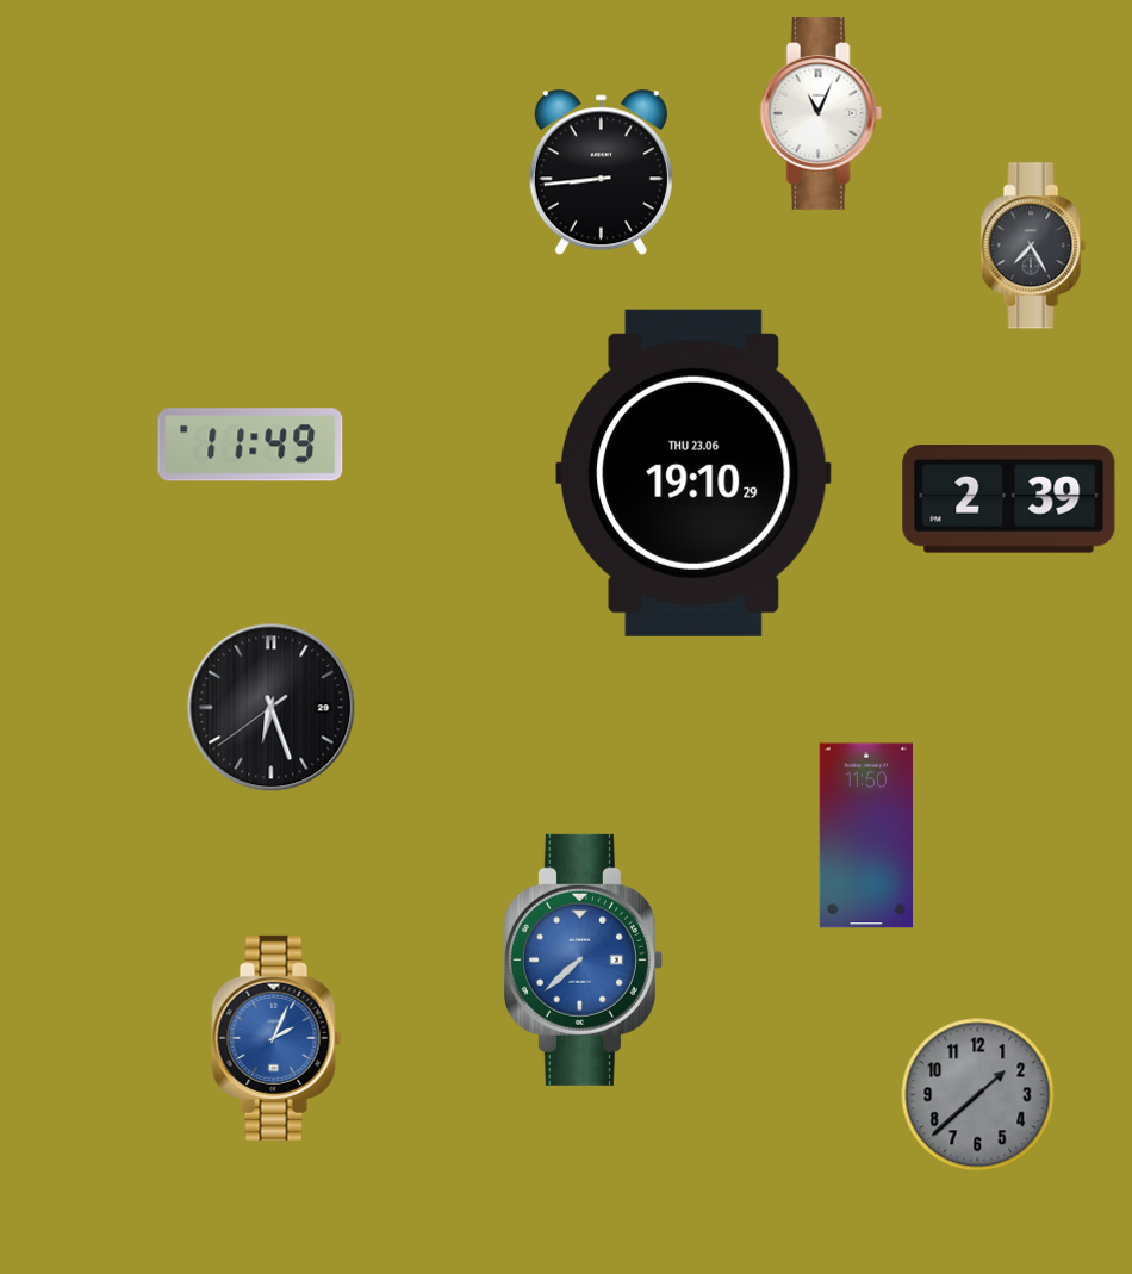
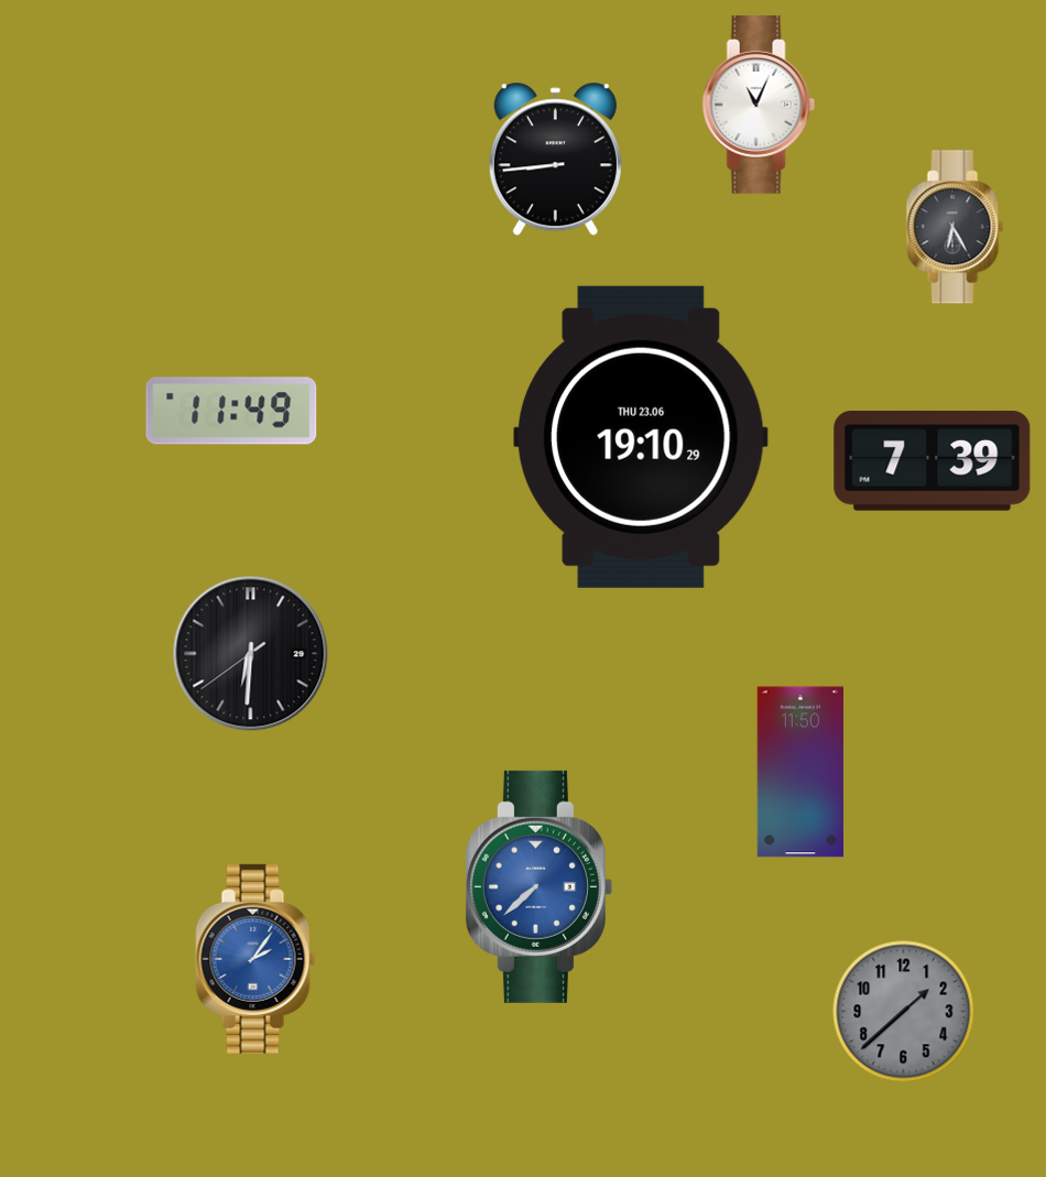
clock at (1033, 246): 7:25 -> 6:25
clock at (1009, 499): 2:39 -> 7:39
clock at (272, 708): 6:26 -> 6:30
clock at (276, 1038): 2:04 -> 2:06
